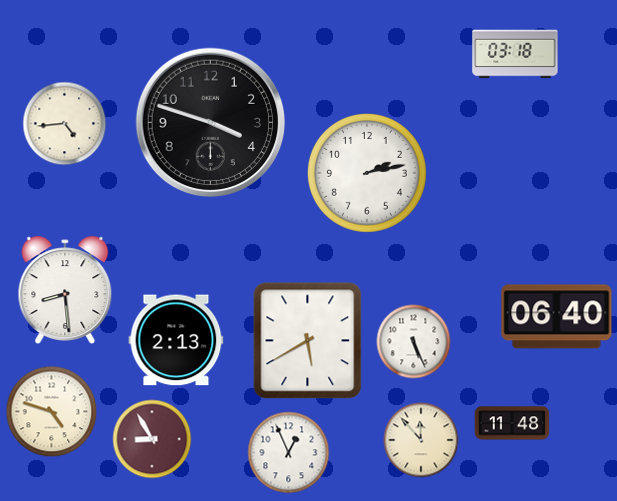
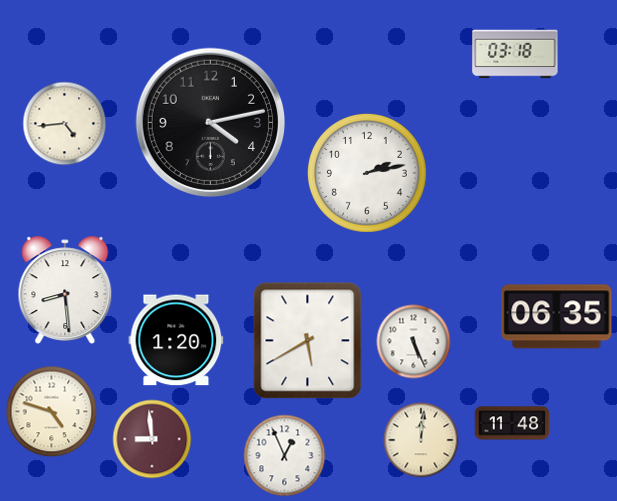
clock at (211, 123): 3:48 -> 4:13
clock at (557, 317): 06:40 -> 06:35
clock at (176, 340): 2:13 -> 1:20
clock at (152, 439): 8:55 -> 8:59
clock at (421, 440): 11:53 -> 12:01
clock at (289, 453) position: (289, 453) -> (285, 456)
